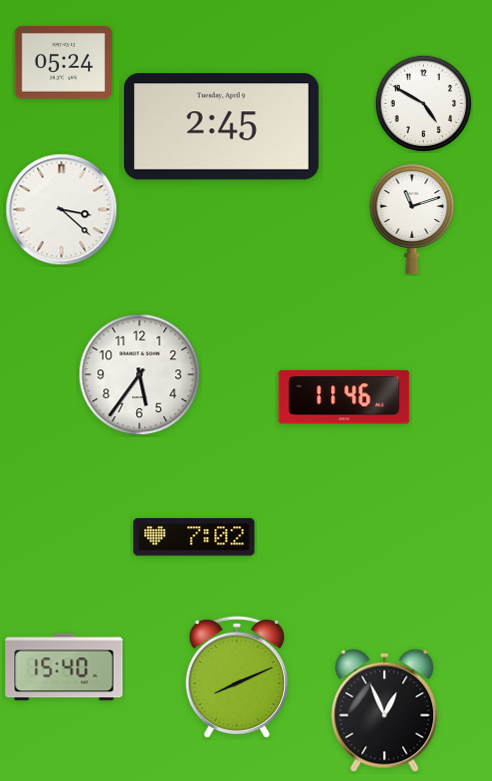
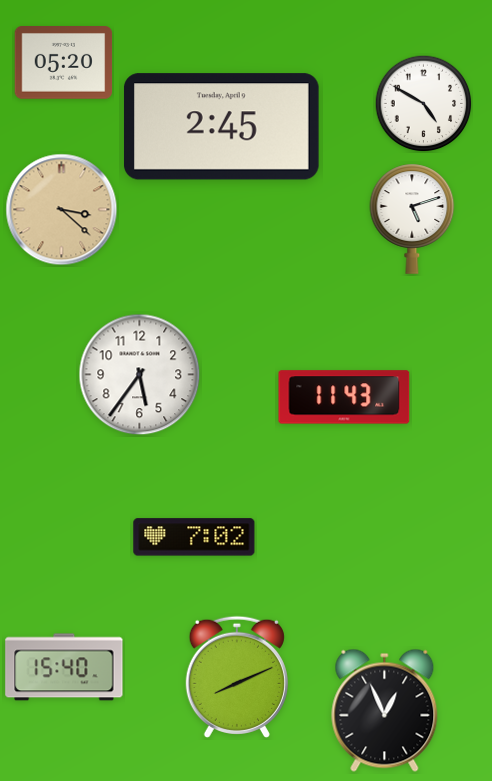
clock at (64, 63): 05:24 -> 05:20
clock at (62, 210) dial: white -> champagne
clock at (412, 219): 11:12 -> 5:12
clock at (344, 397): 11:46 -> 11:43
